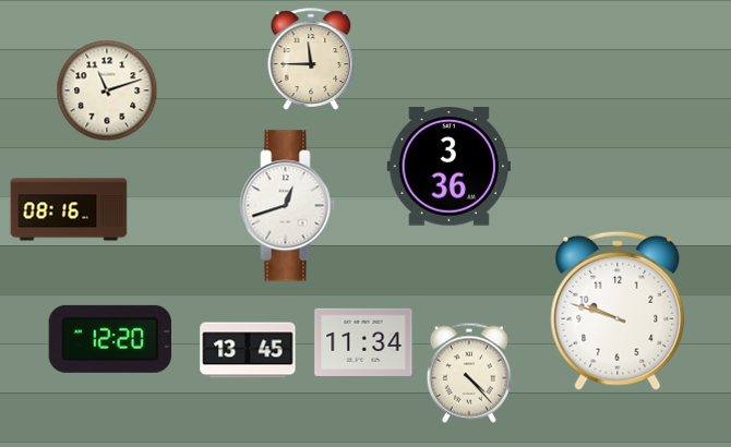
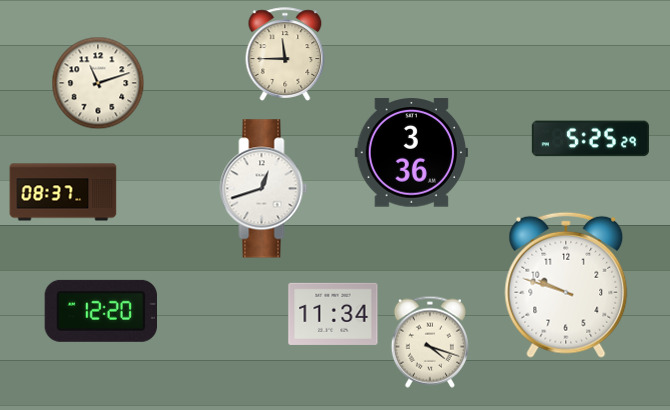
clock at (590, 139): none -> 5:25
clock at (69, 209): 08:16 -> 08:37
clock at (248, 350): 13:45 -> none
clock at (469, 373): 4:23 -> 4:18
